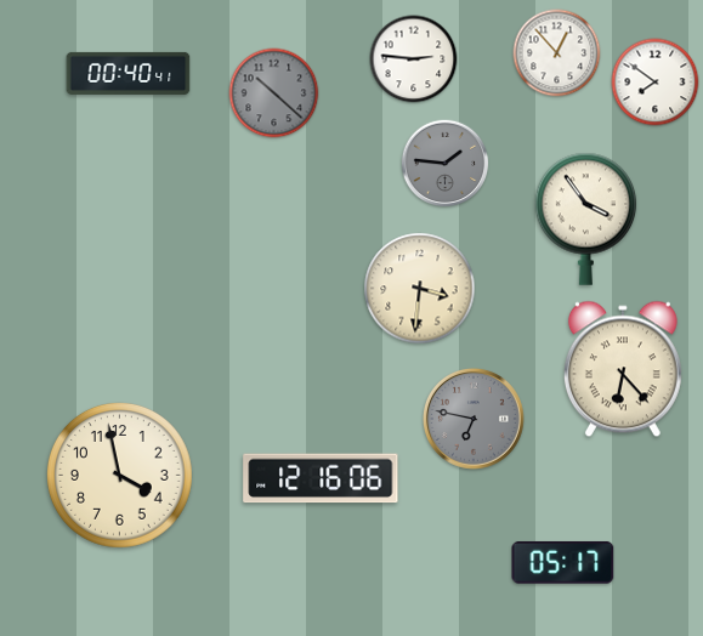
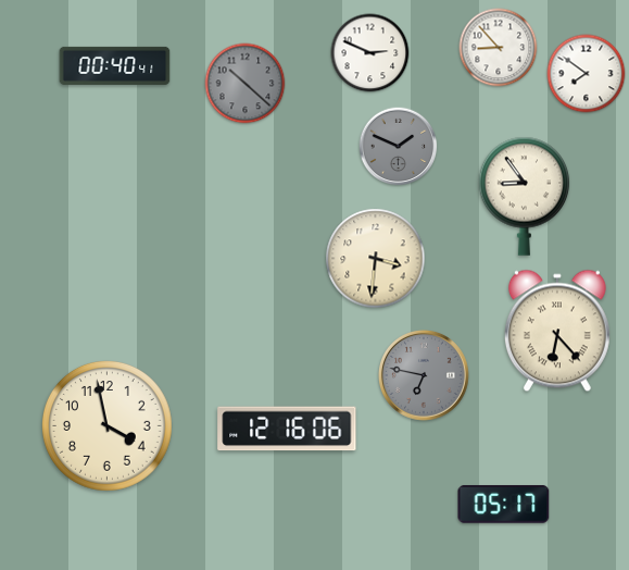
clock at (557, 53): 12:53 -> 8:53
clock at (414, 59): 2:46 -> 2:49
clock at (446, 164): 1:46 -> 1:49
clock at (586, 218): 3:54 -> 8:54
